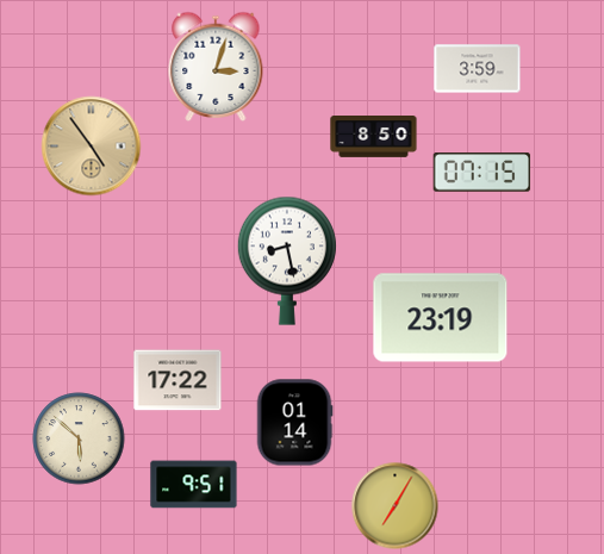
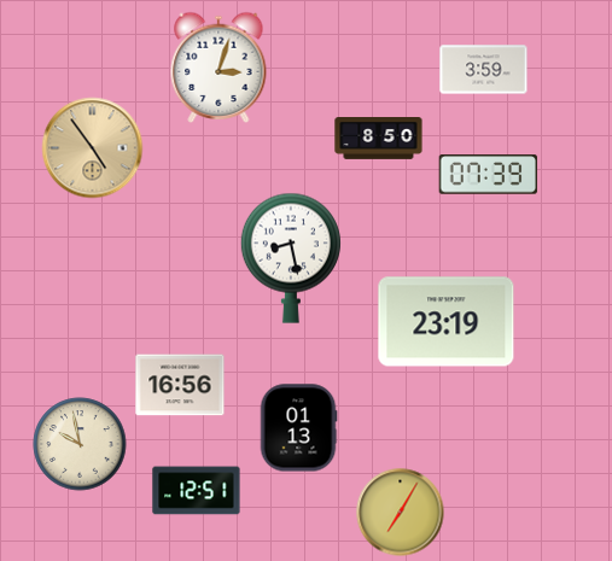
clock at (482, 173): 07:15 -> 07:39
clock at (287, 261) position: (287, 261) -> (291, 258)
clock at (178, 380): 17:22 -> 16:56
clock at (294, 423): 01:14 -> 01:13
clock at (79, 438): 5:52 -> 9:58
clock at (194, 485): 9:51 -> 12:51
